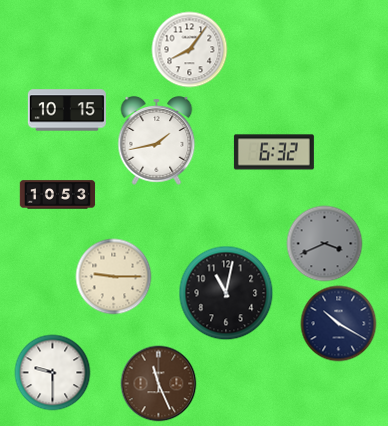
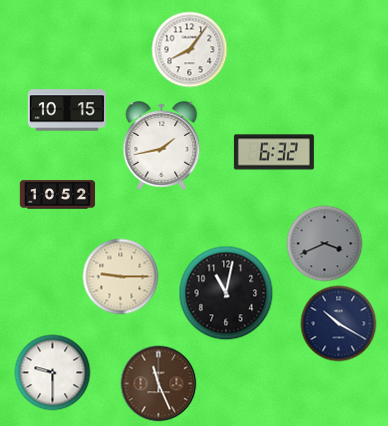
clock at (157, 140) position: (157, 140) -> (162, 145)
clock at (58, 195): 10:53 -> 10:52
clock at (114, 277) position: (114, 277) -> (121, 277)
